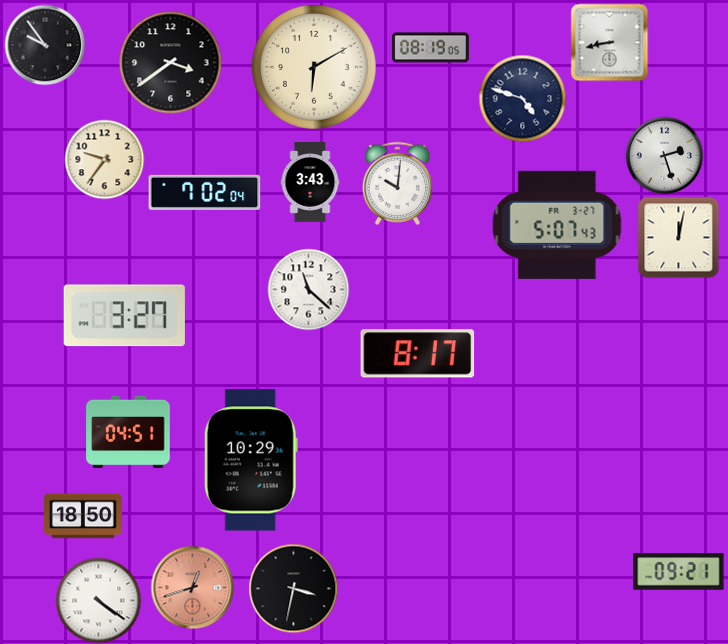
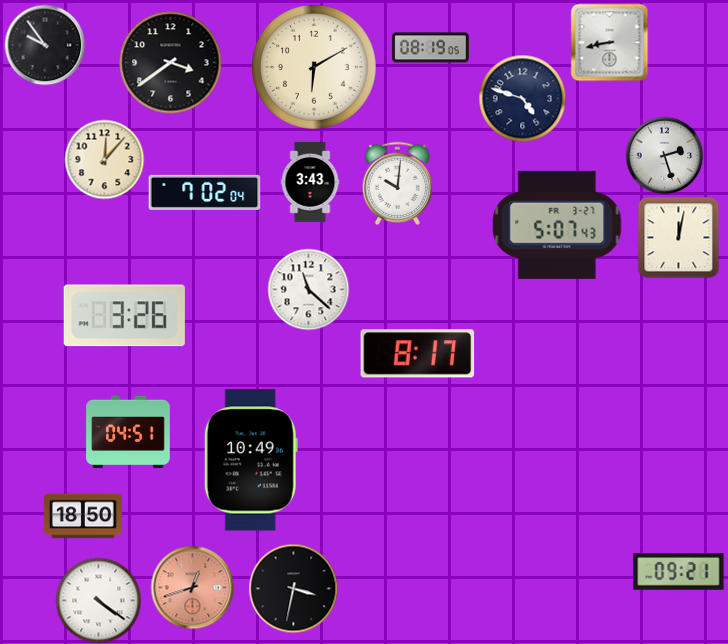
clock at (104, 159): 9:36 -> 12:07
clock at (124, 316): 3:27 -> 3:26
clock at (251, 460): 10:29 -> 10:49
